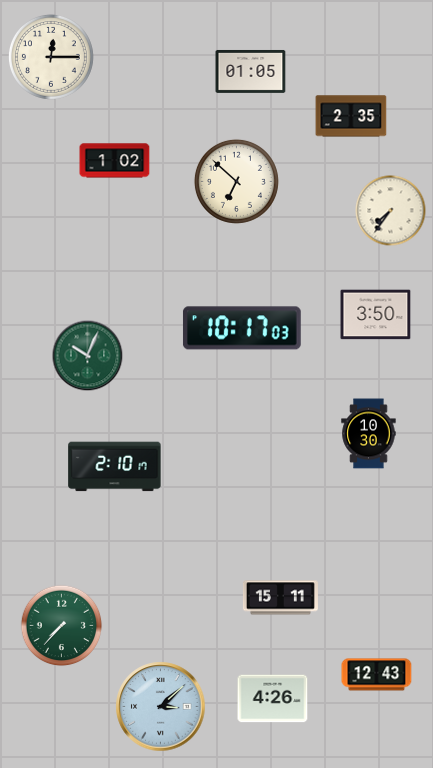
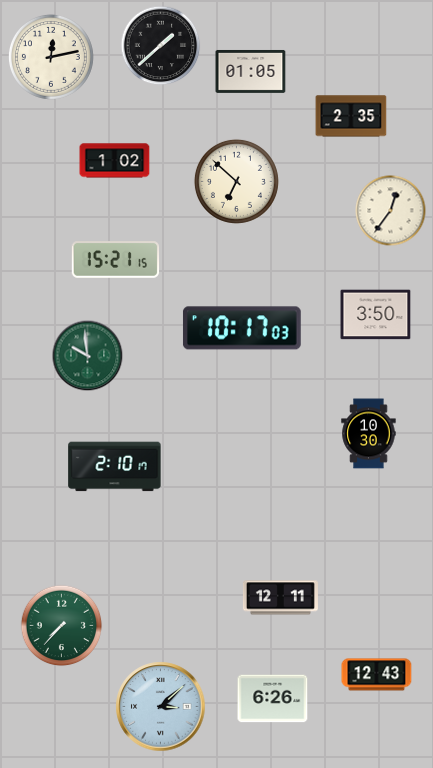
clock at (161, 46): none -> 1:38
clock at (51, 57): 12:15 -> 12:13
clock at (391, 211): 7:36 -> 12:36
clock at (116, 260): none -> 15:21
clock at (88, 356): 10:04 -> 9:59
clock at (280, 598): 15:11 -> 12:11
clock at (273, 699): 4:26 -> 6:26
